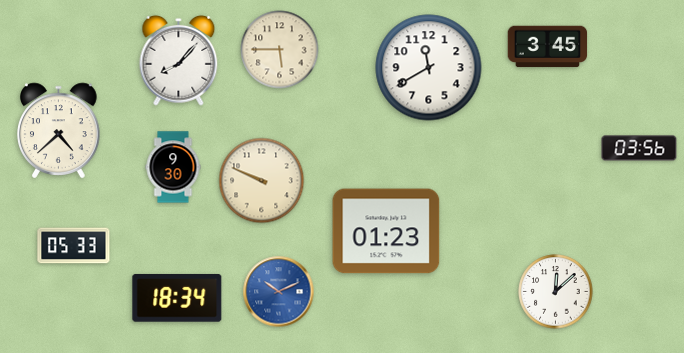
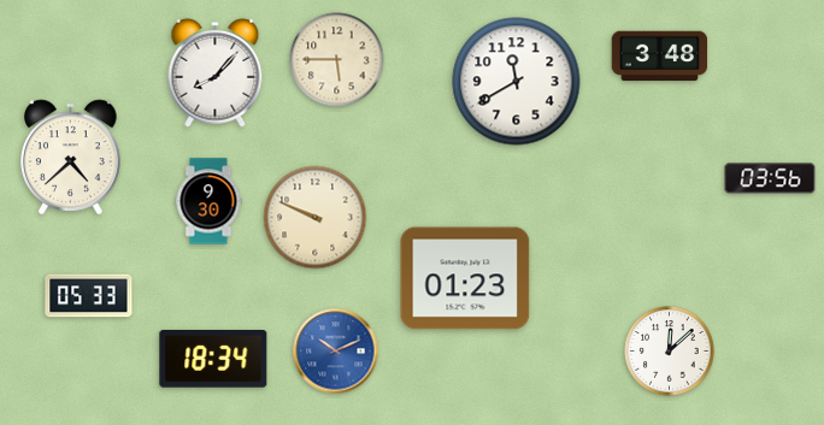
clock at (548, 47): 3:45 -> 3:48
